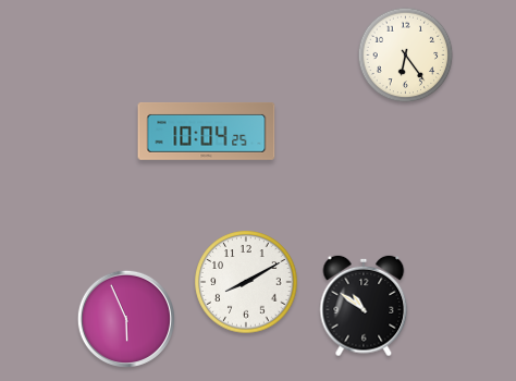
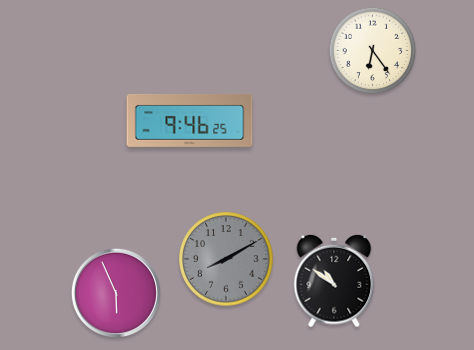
clock at (207, 131): 10:04 -> 9:46
clock at (246, 282) dial: white -> grey
